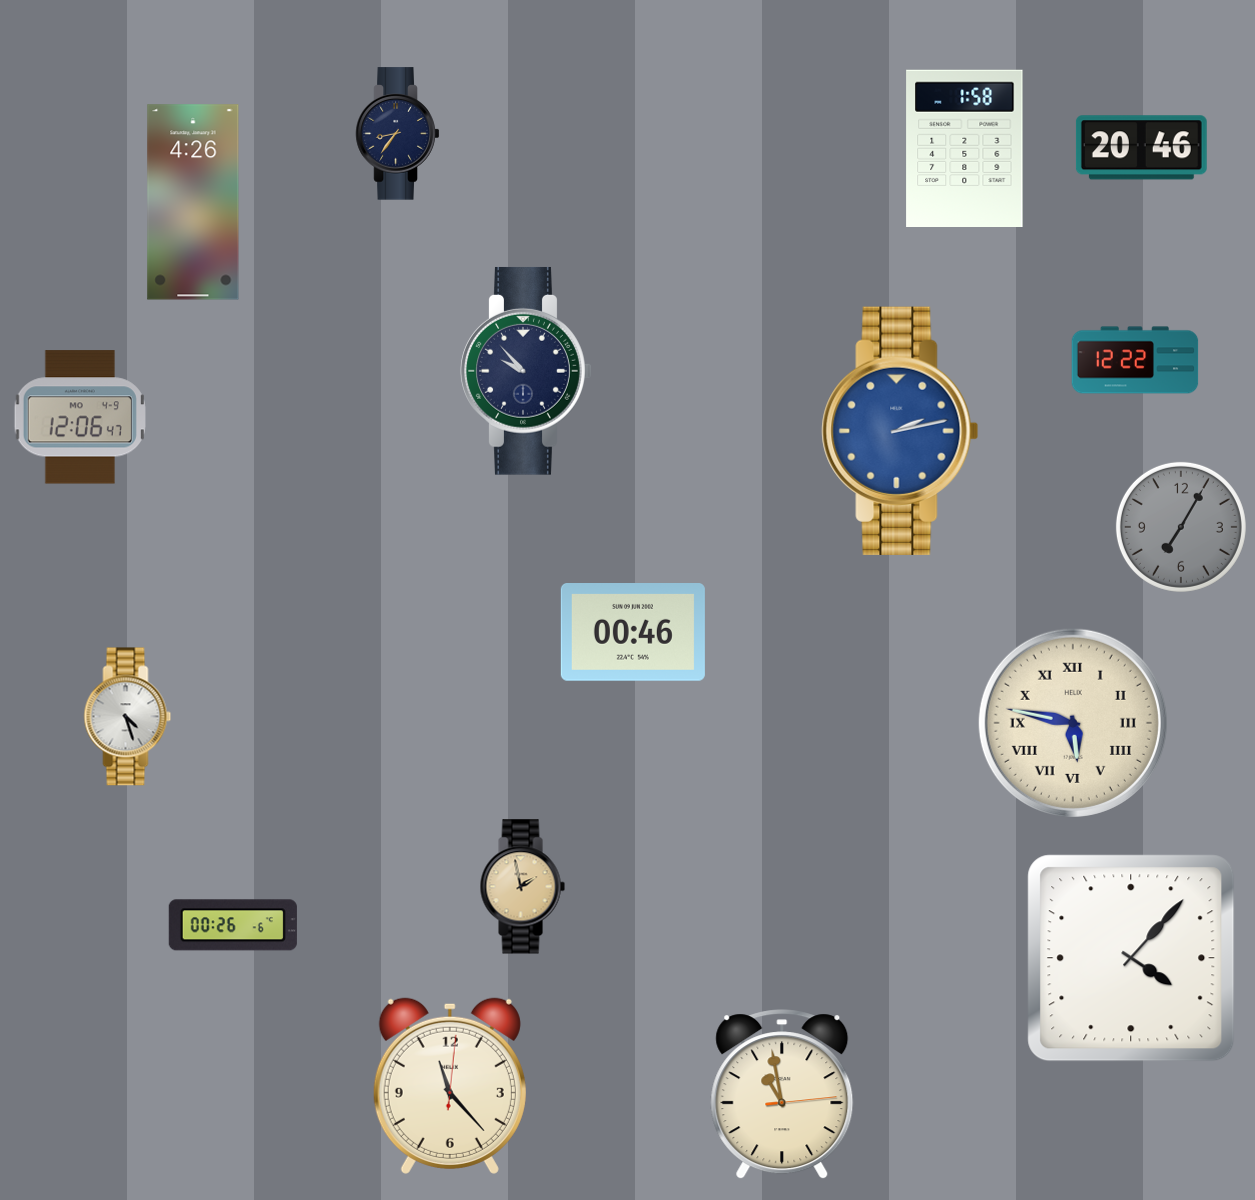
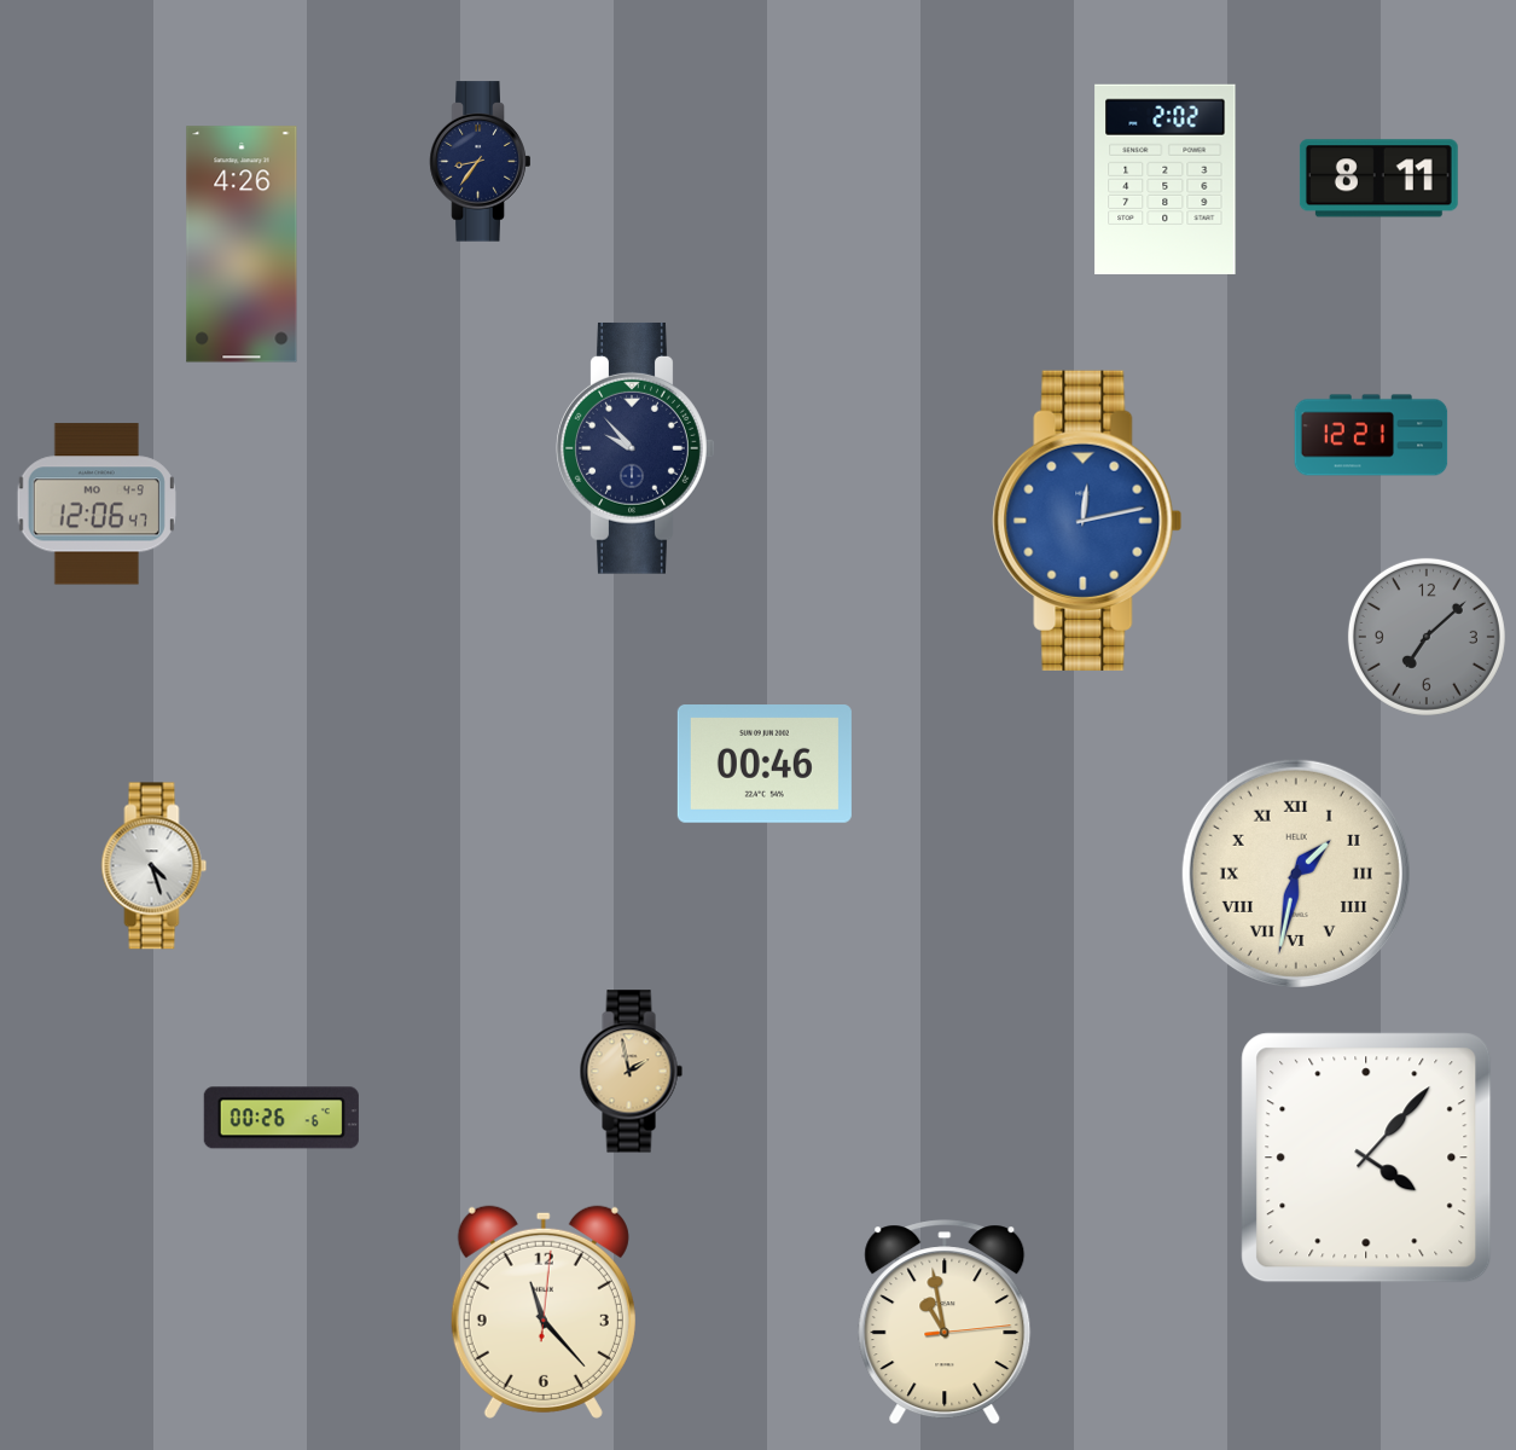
clock at (965, 148): 1:58 -> 2:02
clock at (1141, 148): 20:46 -> 8:11
clock at (193, 202) position: (193, 202) -> (242, 244)
clock at (1135, 360): 12:22 -> 12:21
clock at (900, 431): 2:13 -> 12:13
clock at (1181, 527): 7:05 -> 7:08
clock at (1073, 723): 5:47 -> 1:32
